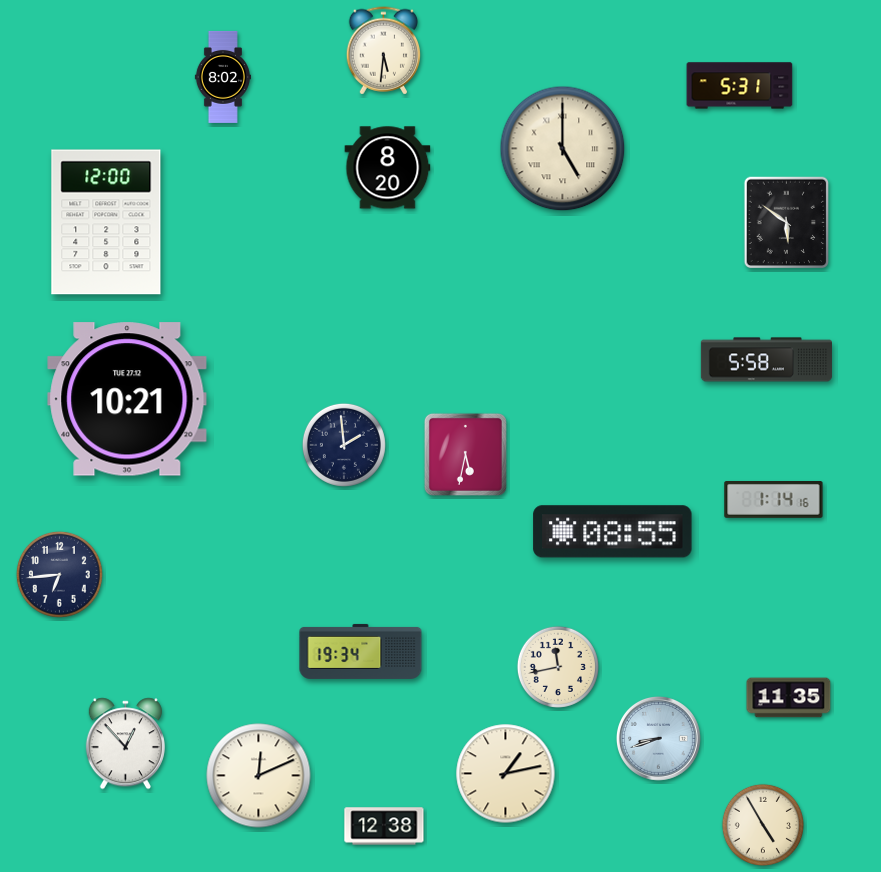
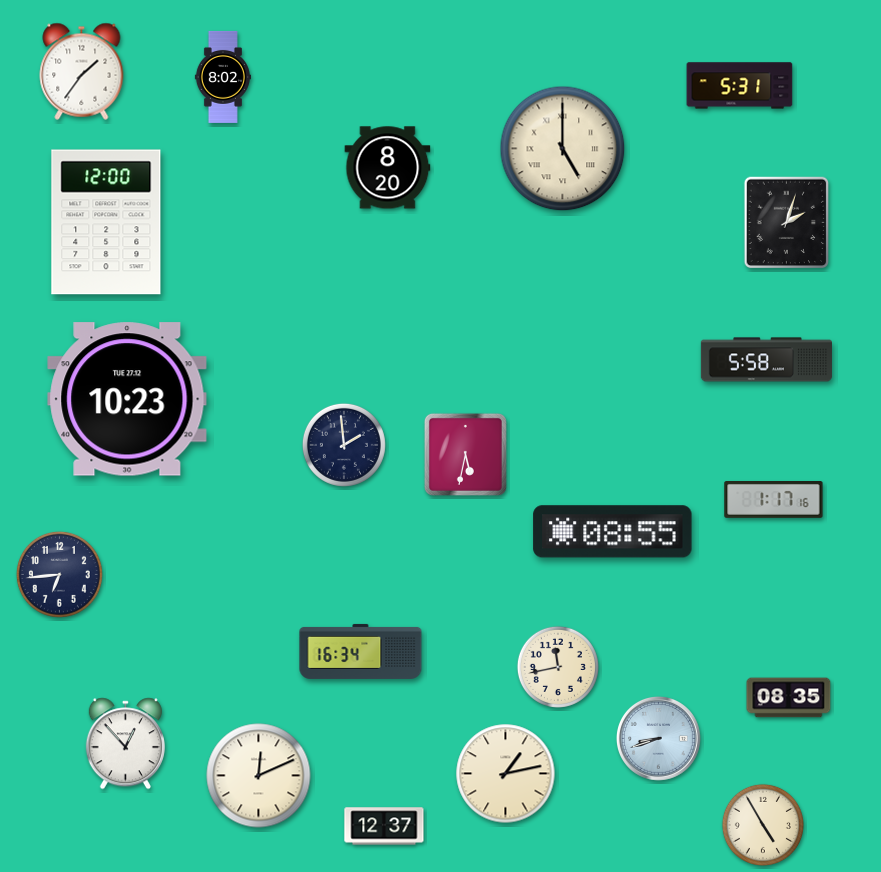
clock at (383, 51): 5:31 -> none
clock at (82, 71): none -> 1:36
clock at (787, 223): 5:51 -> 2:03
clock at (127, 399): 10:21 -> 10:23
clock at (774, 500): 1:14 -> 1:17
clock at (361, 651): 19:34 -> 16:34
clock at (789, 698): 11:35 -> 08:35
clock at (384, 826): 12:38 -> 12:37
